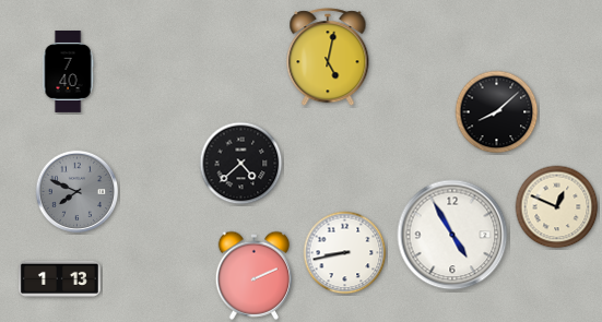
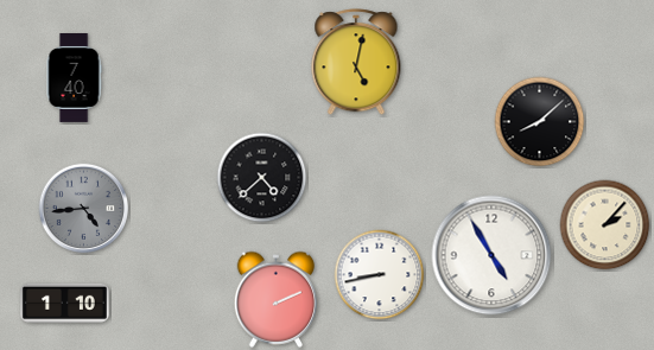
clock at (78, 192): 7:49 -> 4:44
clock at (557, 207): 12:49 -> 2:07
clock at (345, 253) position: (345, 253) -> (380, 275)
clock at (60, 278): 1:13 -> 1:10
